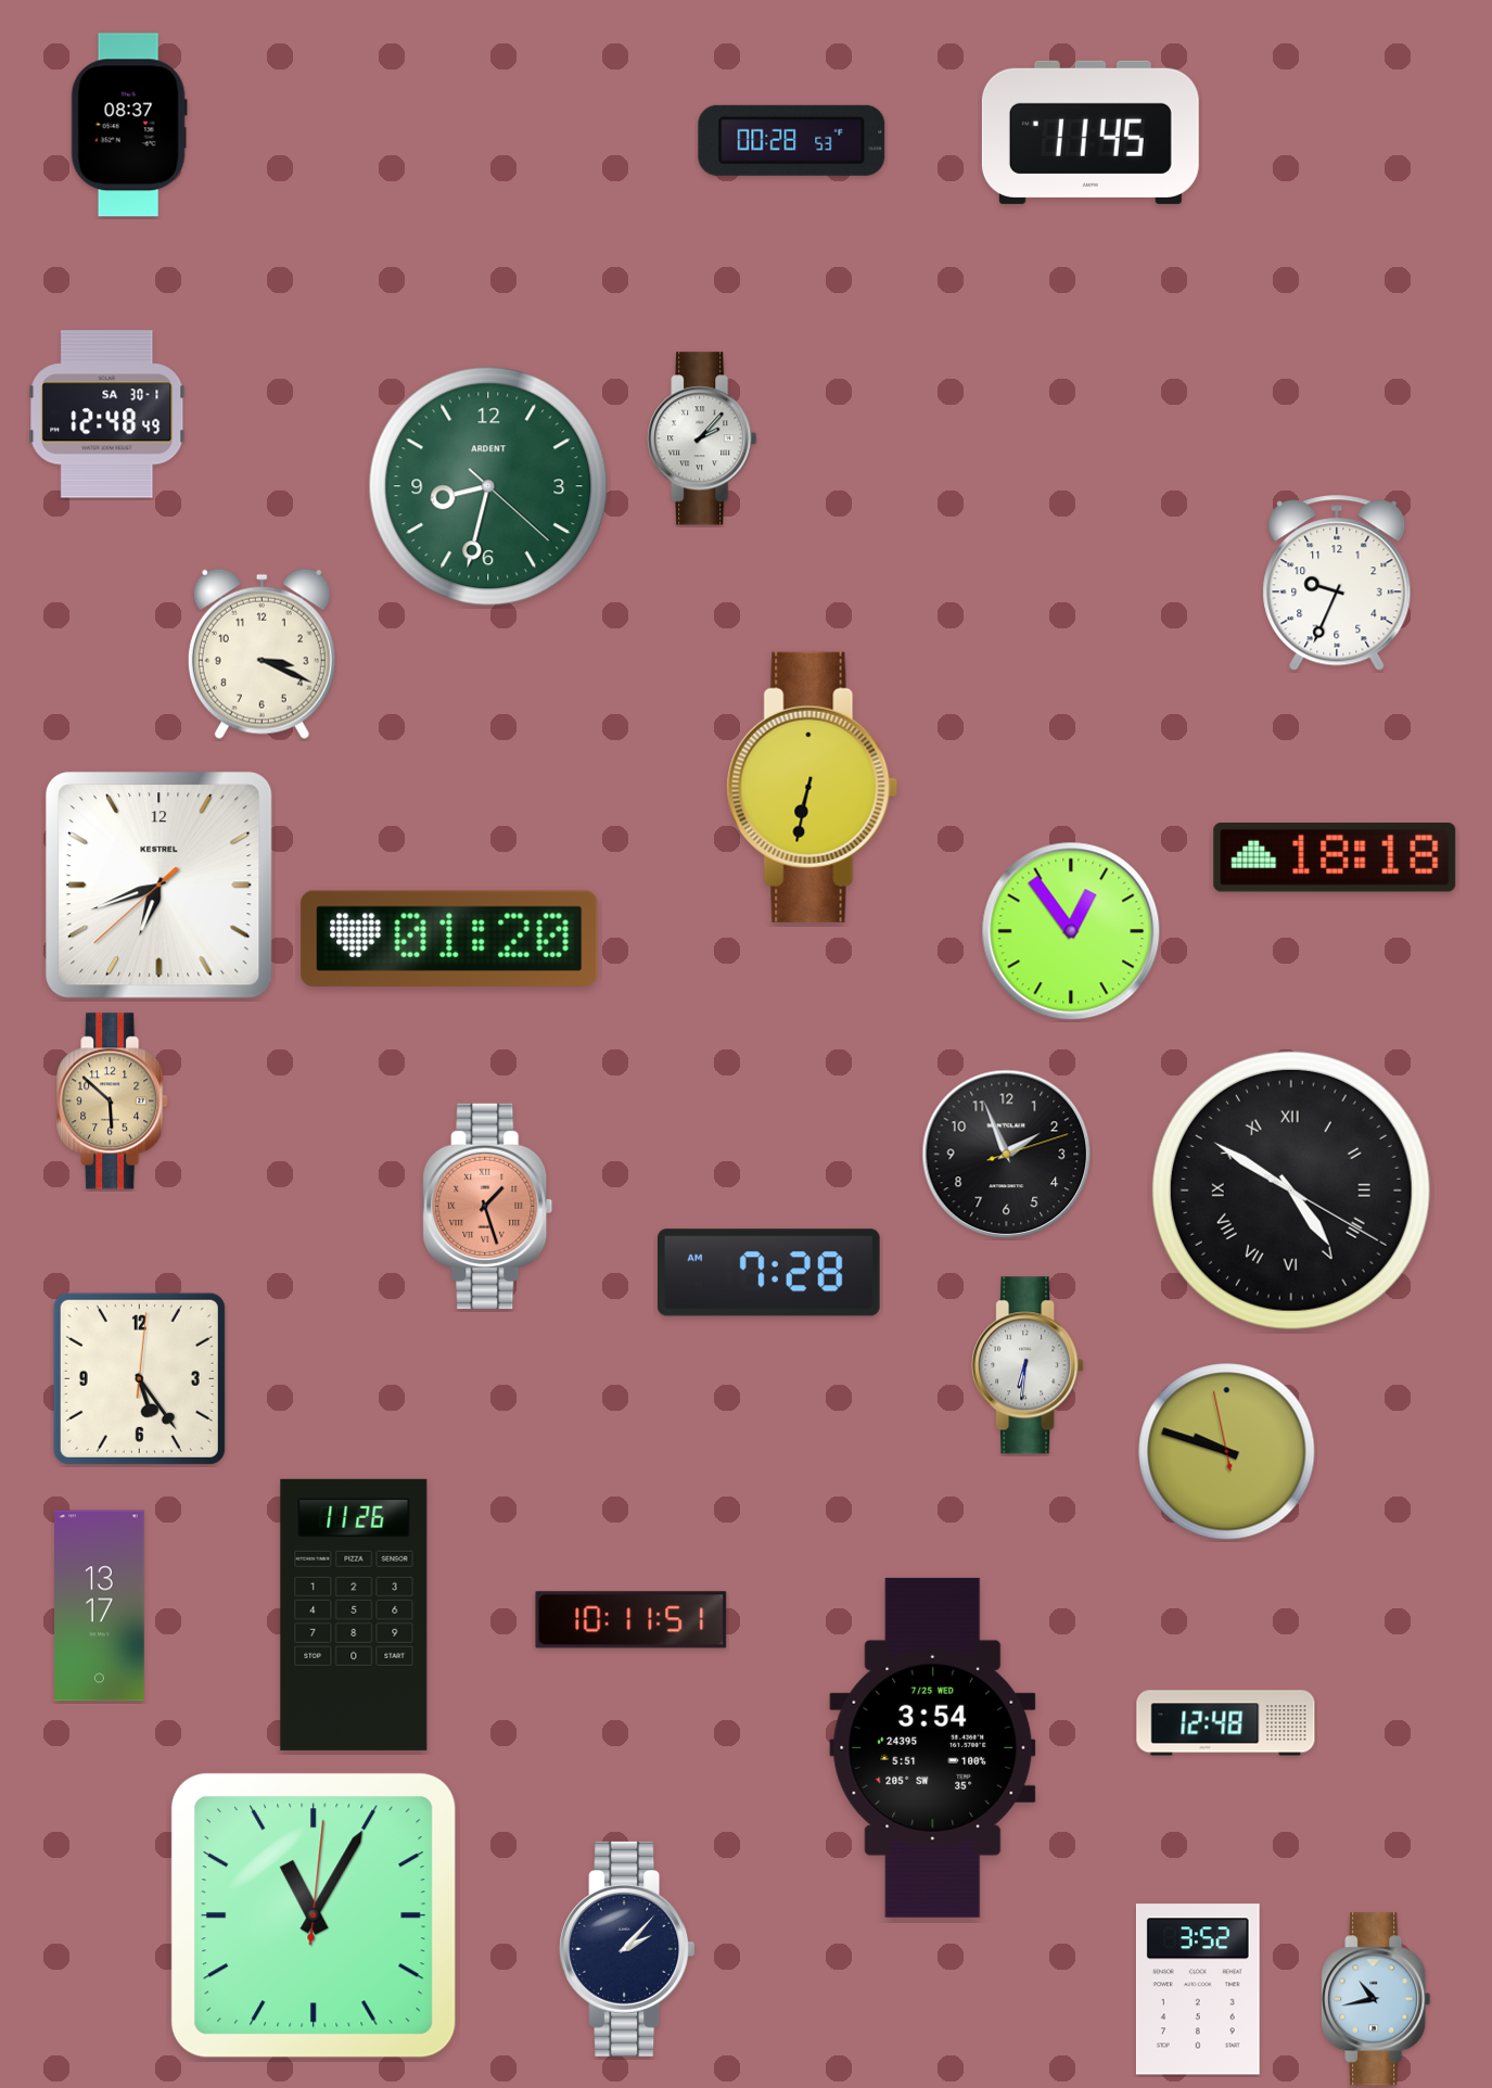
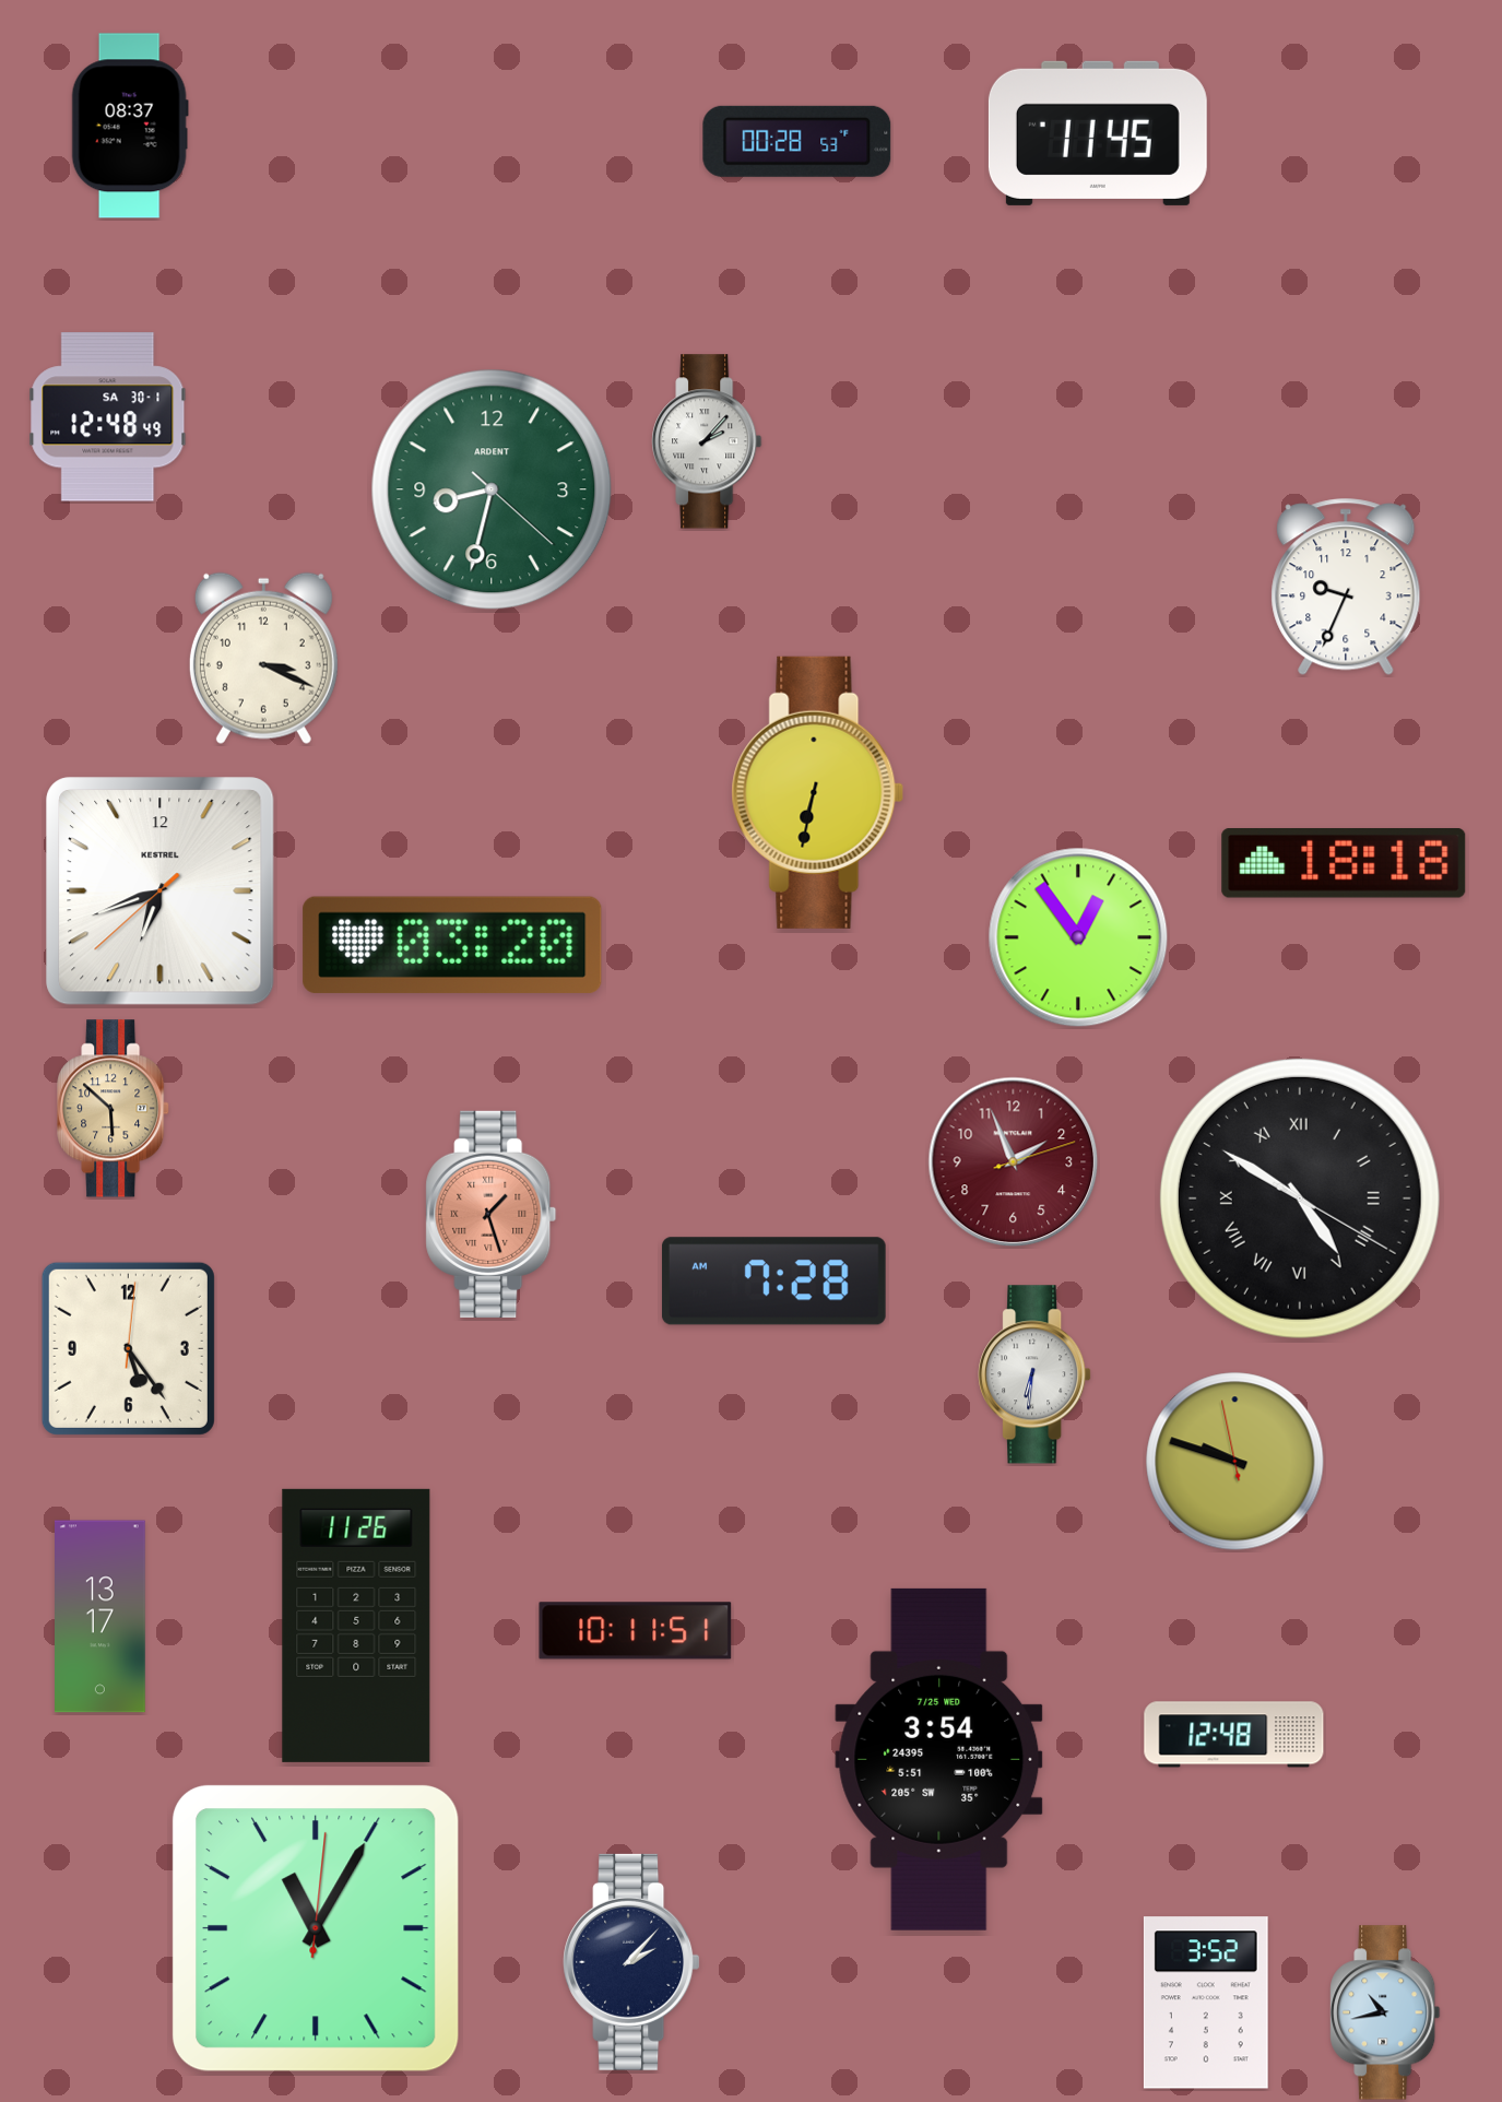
clock at (449, 939): 01:20 -> 03:20
clock at (1007, 1155) dial: black -> burgundy
clock at (139, 1378) position: (139, 1378) -> (128, 1348)
